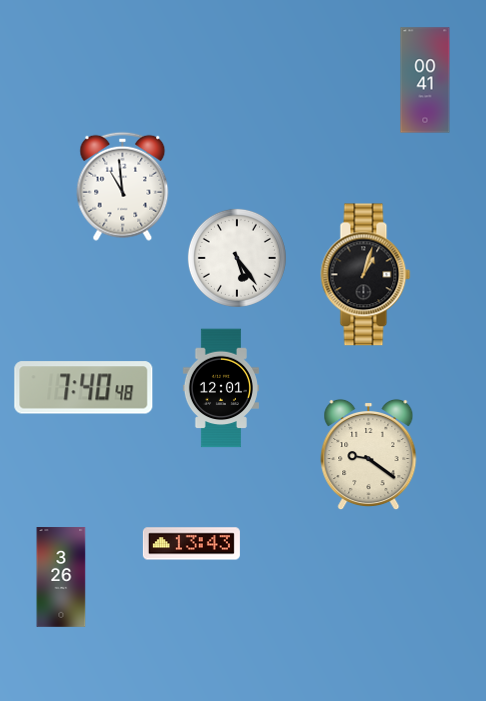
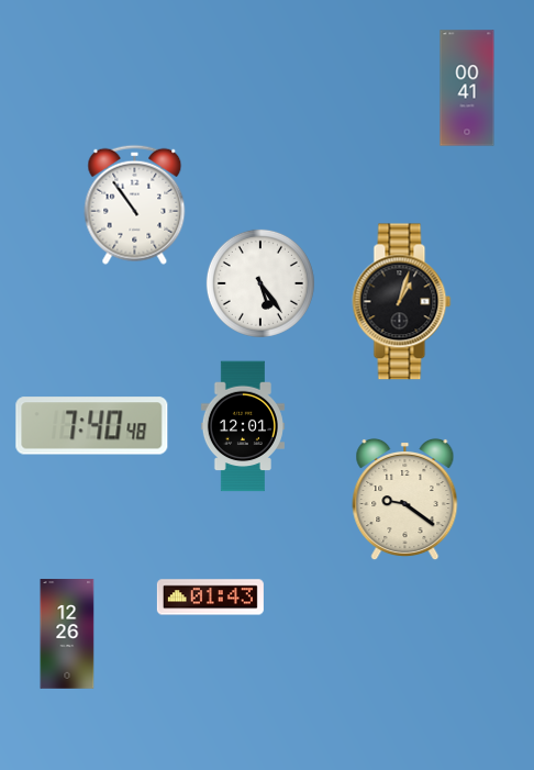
clock at (123, 186): 10:59 -> 10:54
clock at (191, 544): 13:43 -> 01:43
clock at (61, 577): 3:26 -> 12:26
